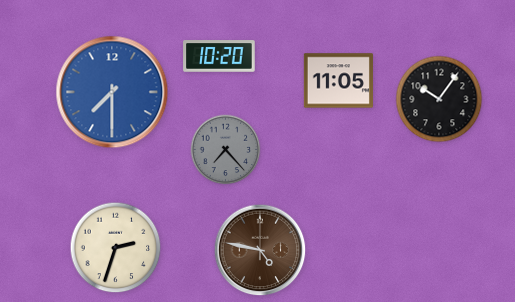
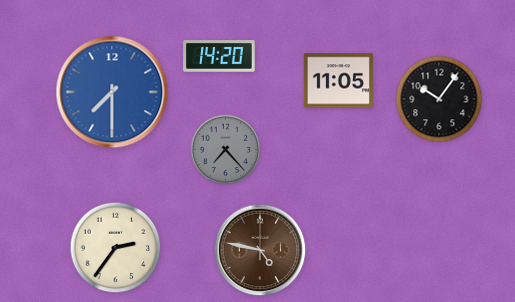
clock at (219, 56): 10:20 -> 14:20
clock at (116, 248): 2:33 -> 2:36
